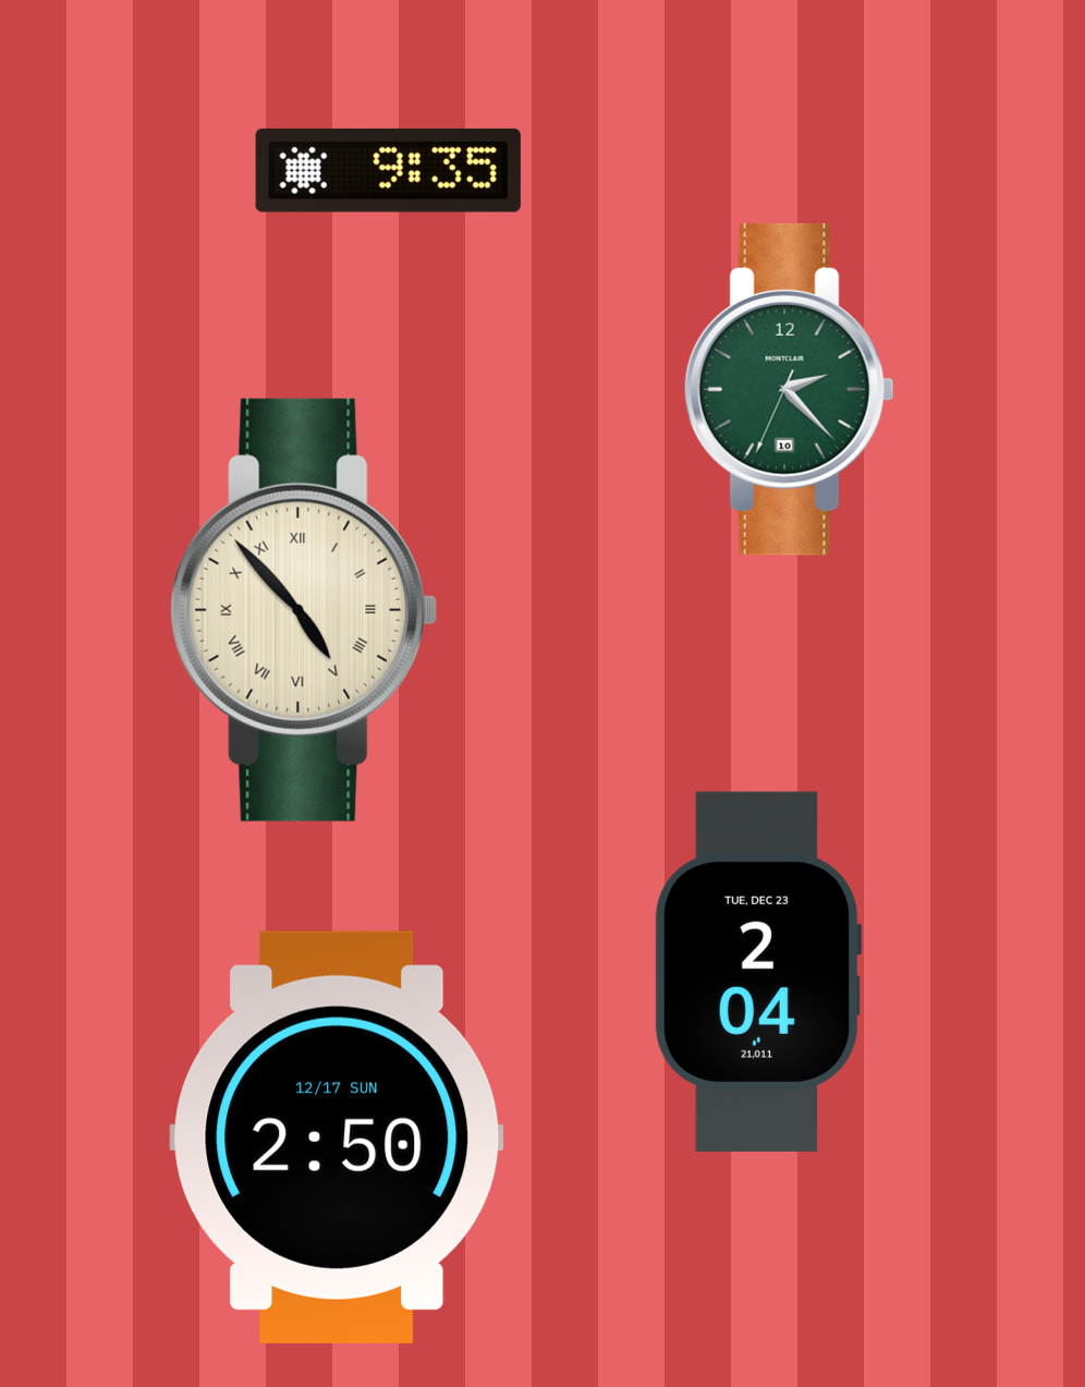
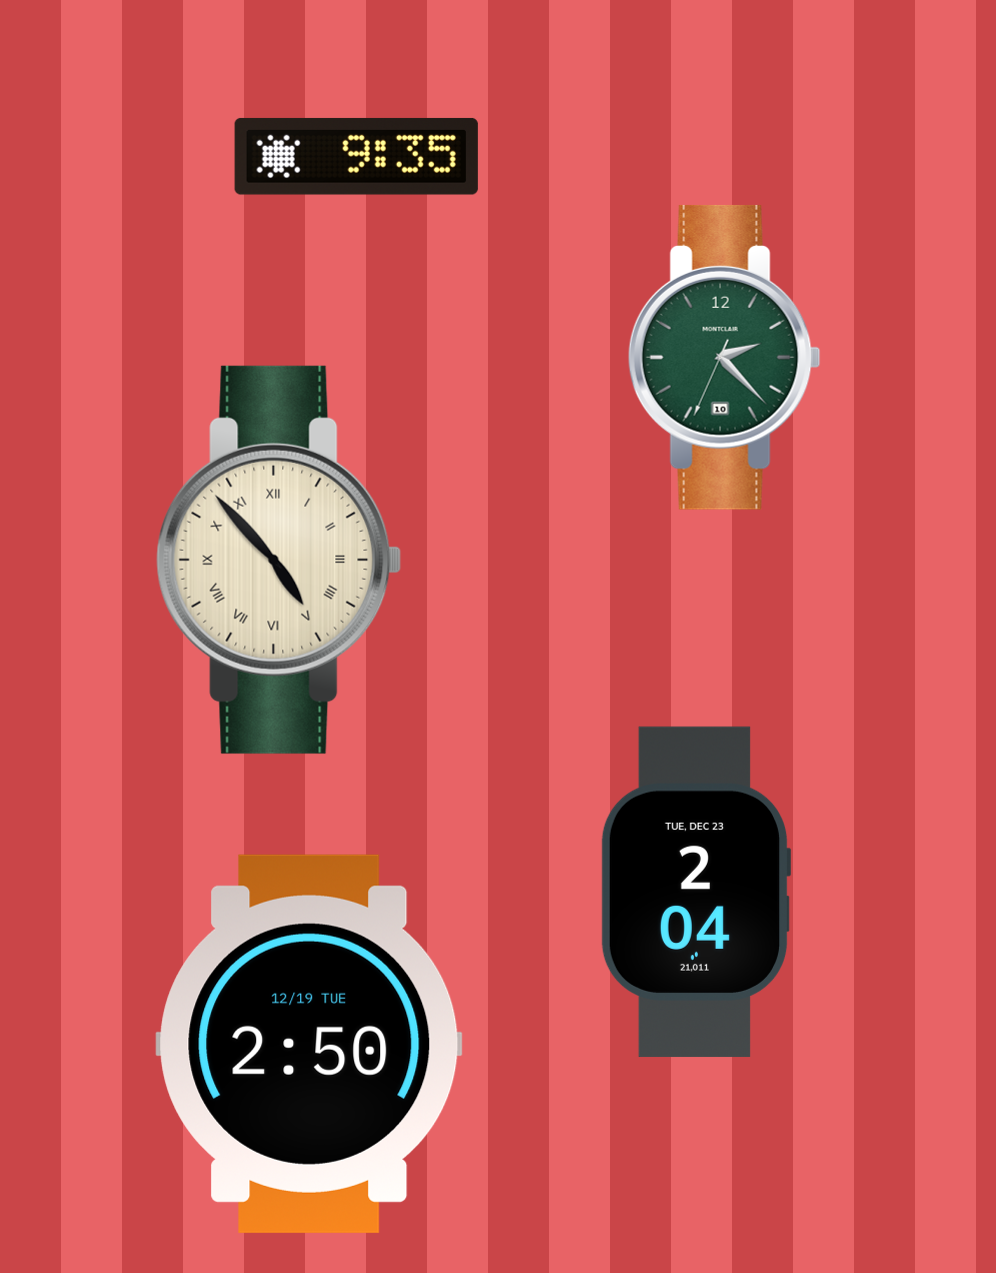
clock at (337, 1137) date: 12/17 SUN -> 12/19 TUE
